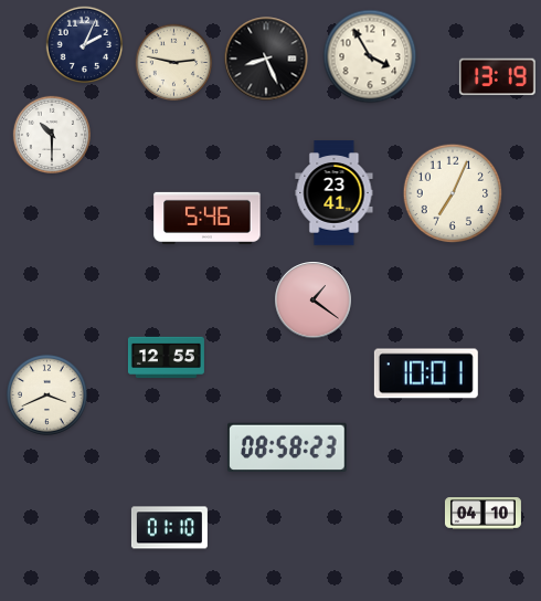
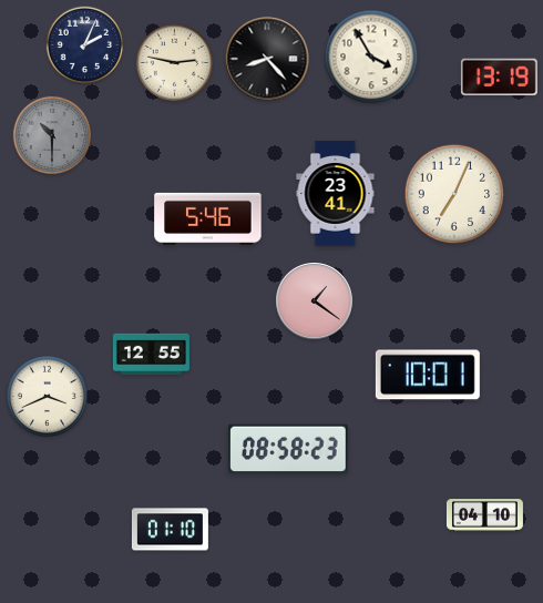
clock at (266, 59): 8:26 -> 8:23
clock at (51, 134) dial: white -> grey
clock at (166, 358) position: (166, 358) -> (151, 355)
